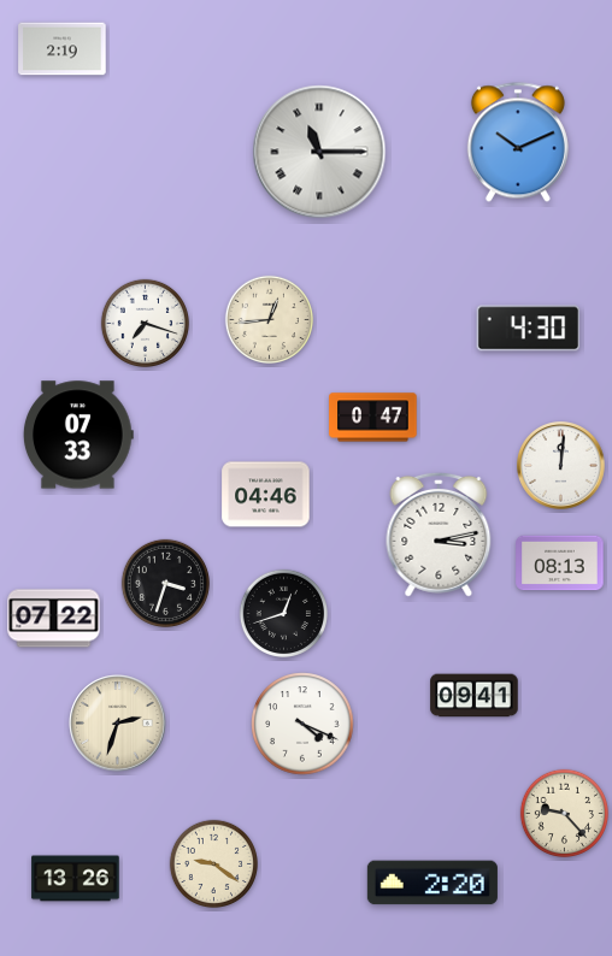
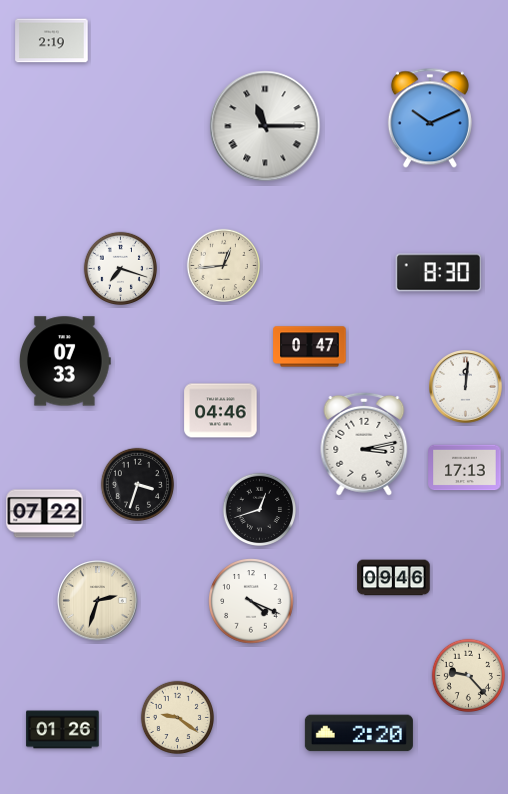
clock at (529, 329): 4:30 -> 8:30
clock at (560, 563): 08:13 -> 17:13
clock at (283, 613) position: (283, 613) -> (259, 509)
clock at (475, 696): 09:41 -> 09:46
clock at (76, 879): 13:26 -> 01:26
